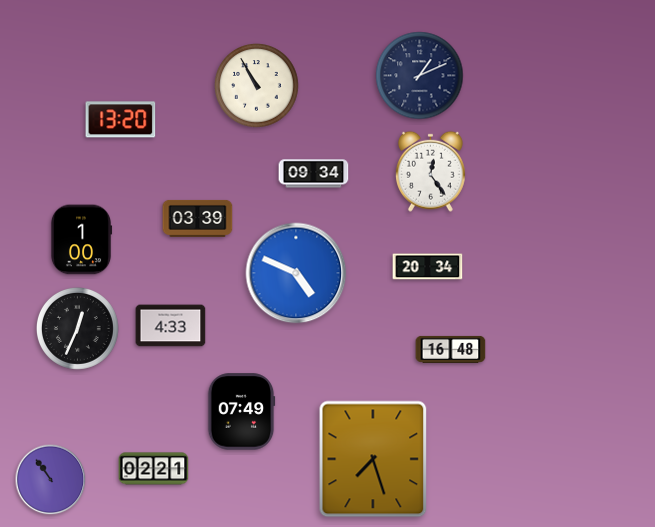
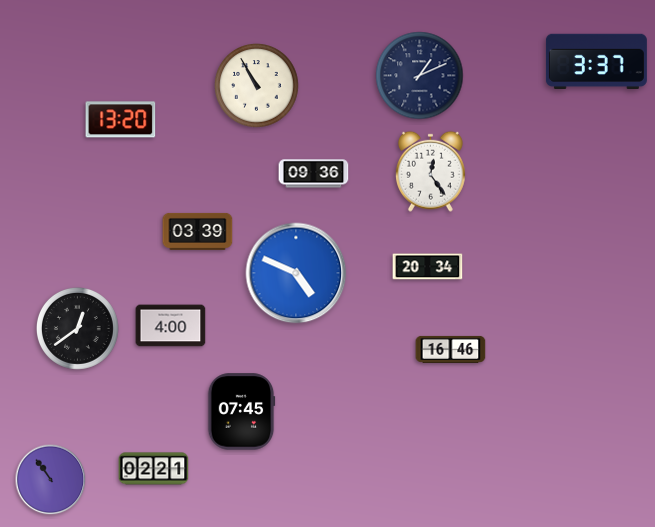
clock at (596, 61): none -> 3:37
clock at (314, 174): 09:34 -> 09:36
clock at (198, 218) position: (198, 218) -> (198, 231)
clock at (81, 240): 1:00 -> none
clock at (171, 326): 4:33 -> 4:00
clock at (77, 328): 12:34 -> 12:39
clock at (451, 349): 16:48 -> 16:46
clock at (241, 412): 07:49 -> 07:45
clock at (373, 459): 7:27 -> none
